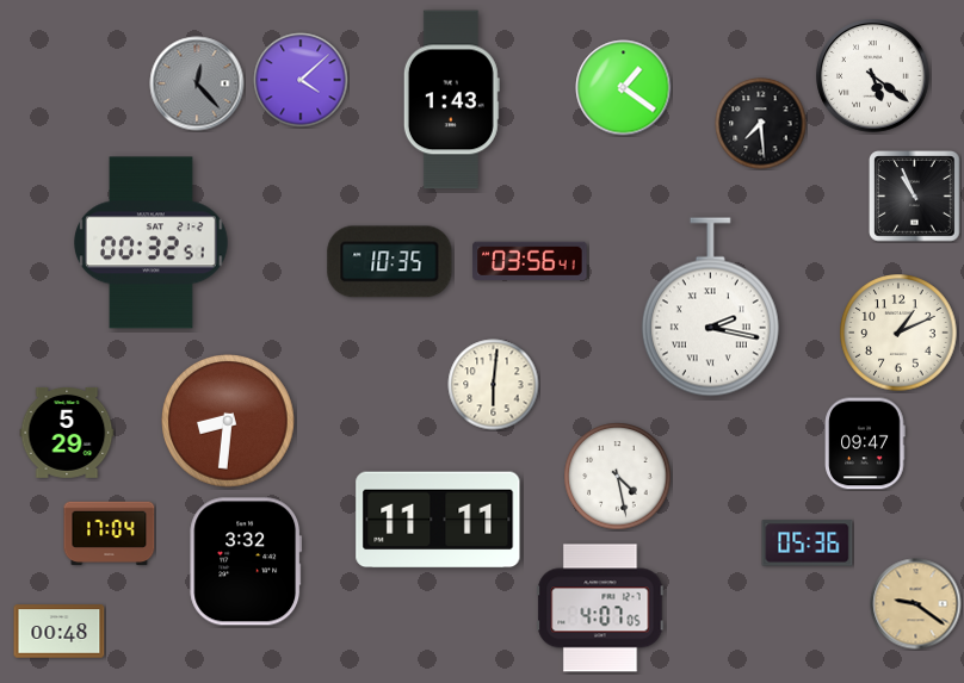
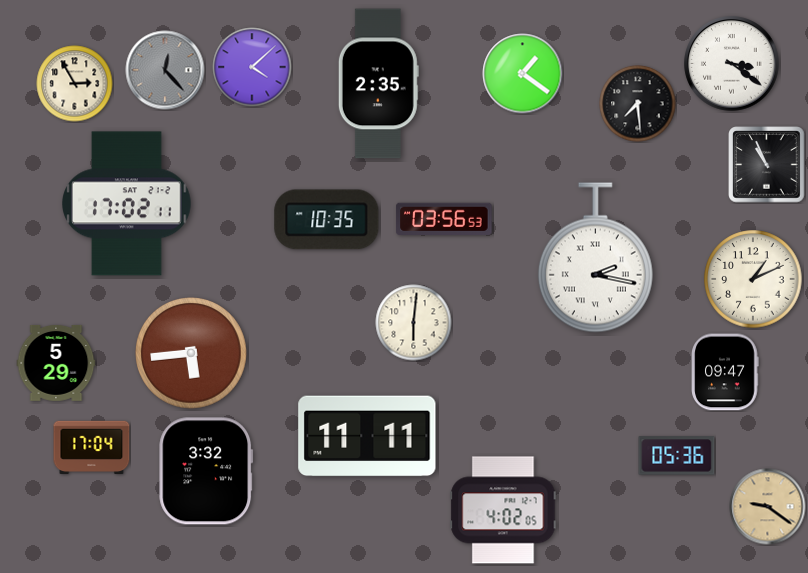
clock at (873, 76): 5:21 -> 3:21
clock at (75, 84): none -> 2:55
clock at (451, 100): 1:43 -> 2:35
clock at (152, 243): 00:32 -> 17:02
clock at (530, 261): 03:56:41 -> 03:56:53
clock at (228, 421): 8:31 -> 5:44
clock at (618, 477): 4:28 -> none
clock at (600, 608): 4:07 -> 4:02
clock at (60, 632): 00:48 -> none
